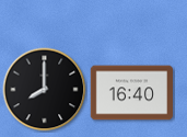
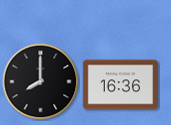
clock at (132, 93): 16:40 -> 16:36
